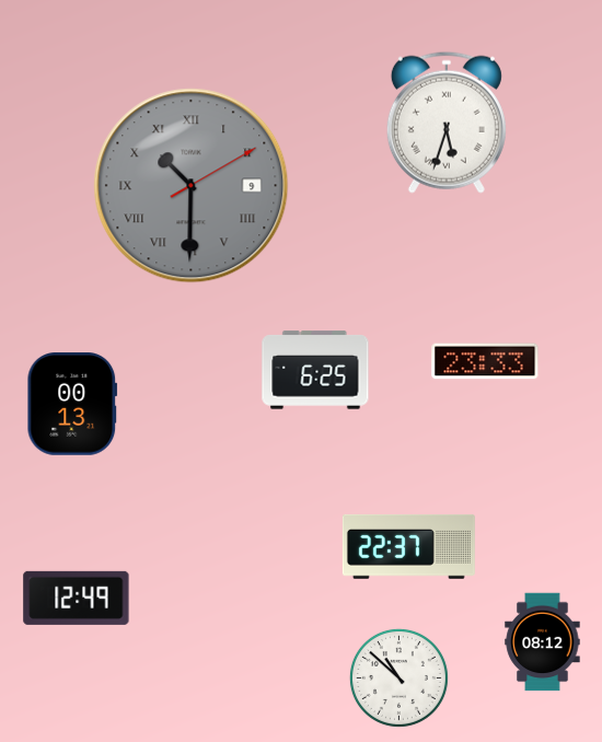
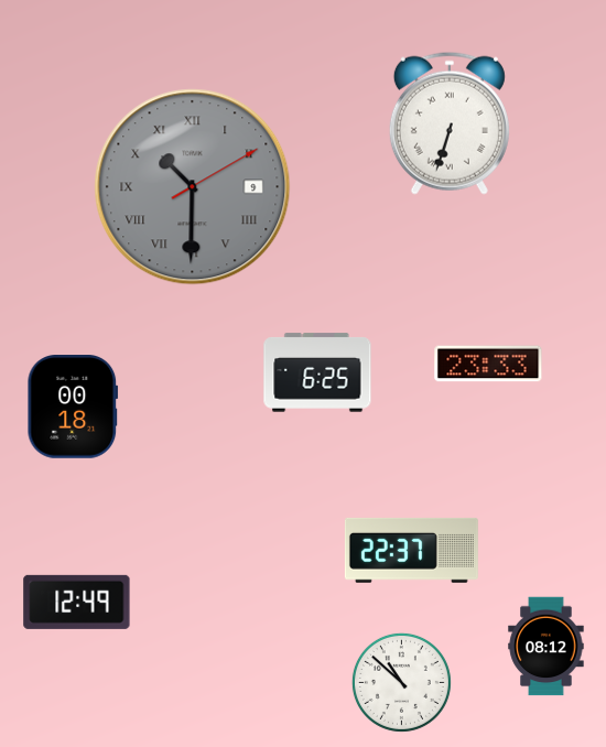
clock at (447, 123): 5:33 -> 6:33
clock at (72, 405): 00:13 -> 00:18
